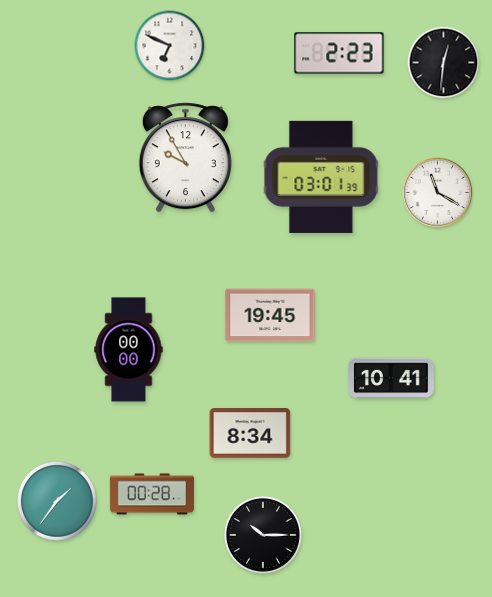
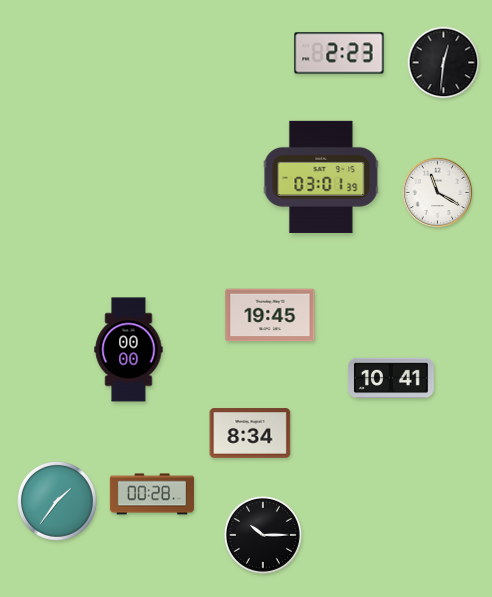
clock at (170, 46): 6:49 -> none
clock at (185, 158): 9:55 -> none
